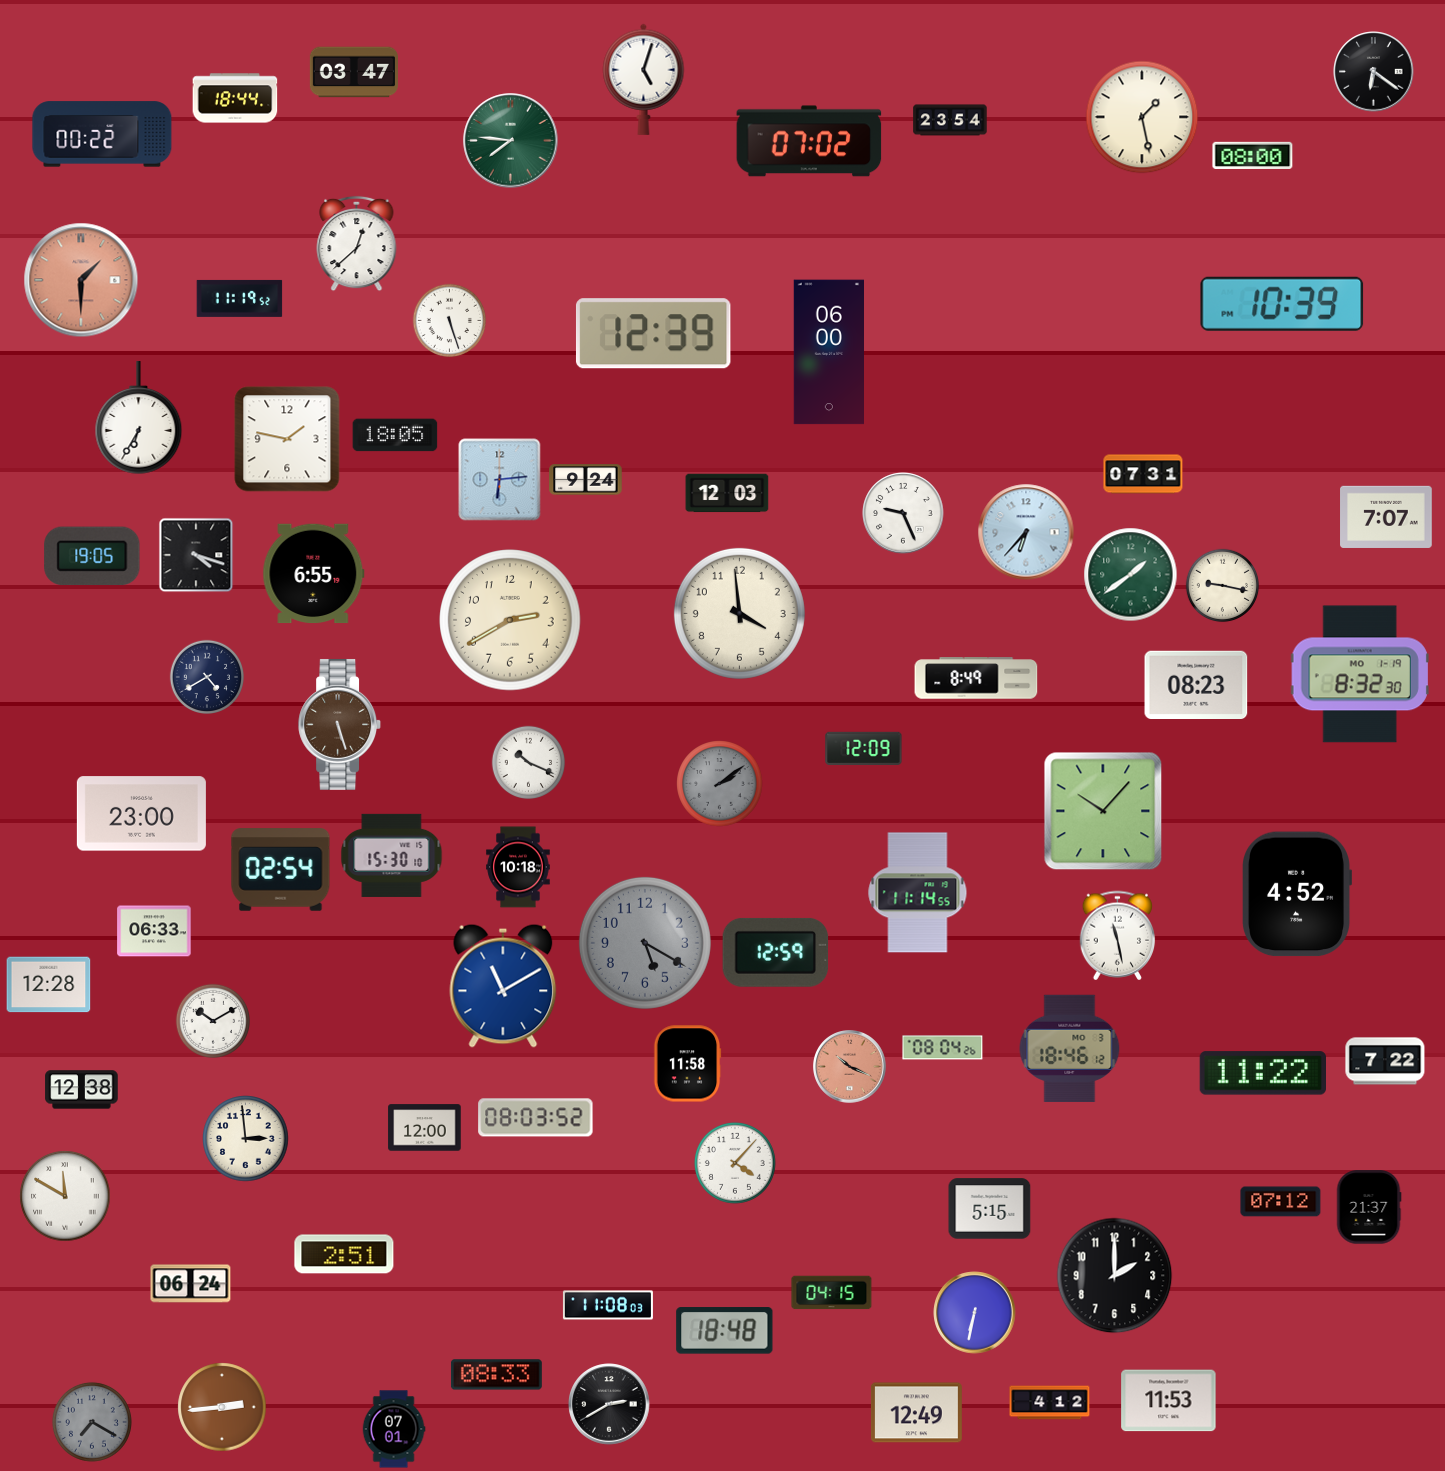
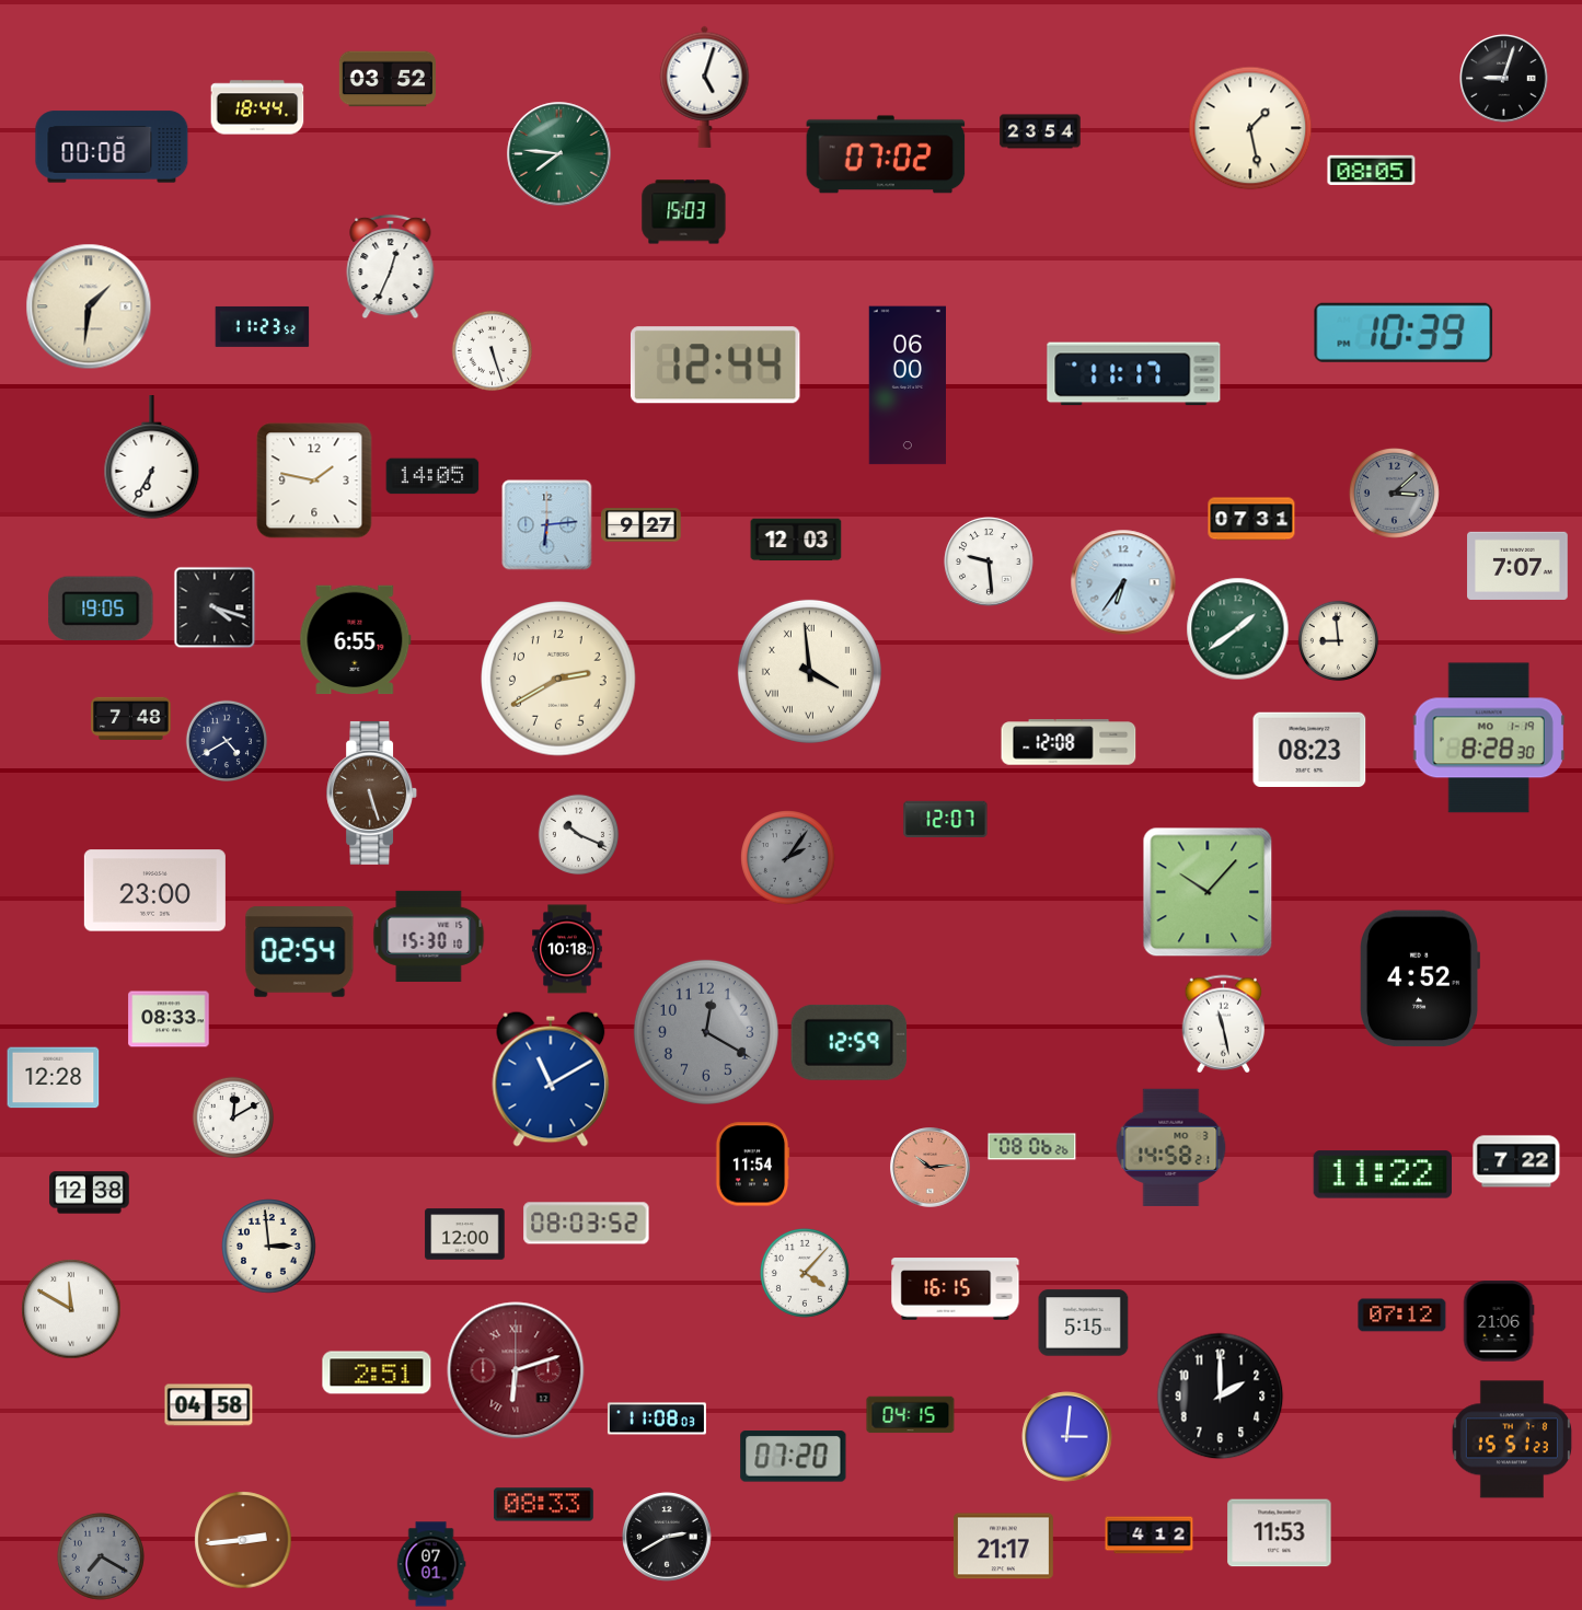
clock at (354, 72): 03:47 -> 03:52
clock at (1374, 72): 6:21 -> 9:03
clock at (102, 134): 00:22 -> 00:08
clock at (1253, 155): 08:00 -> 08:05
clock at (684, 212): none -> 15:03
clock at (357, 244): 12:38 -> 12:34
clock at (81, 280): 1:30 -> 1:31
clock at (81, 280) dial: salmon -> cream
clock at (240, 298): 11:19 -> 11:23
clock at (653, 334): 12:39 -> 12:44
clock at (1134, 374): none -> 11:17
clock at (395, 435): 18:05 -> 14:05
clock at (1394, 493): none -> 3:08
clock at (586, 480): 9:24 -> 9:27
clock at (903, 513): 9:26 -> 9:29
clock at (1026, 532): 6:37 -> 6:36
clock at (314, 574) position: (314, 574) -> (356, 640)
clock at (1223, 586): 9:17 -> 8:59
clock at (739, 613) numerals: Arabic -> Roman
clock at (131, 718): none -> 7:48
clock at (1360, 674): 8:32 -> 8:28
clock at (976, 678): 8:49 -> 12:08
clock at (864, 748): 12:09 -> 12:07
clock at (720, 784): 2:09 -> 2:06
clock at (1103, 811) position: (1103, 811) -> (1208, 892)
clock at (281, 870) position: (281, 870) -> (300, 952)
clock at (918, 893): 11:14 -> none
clock at (154, 931): 06:33 -> 08:33
clock at (645, 943): 5:20 -> 12:20
clock at (212, 1020): 10:10 -> 12:10
clock at (943, 1048): 08:04 -> 08:06
clock at (1070, 1048): 18:46 -> 14:58
clock at (687, 1064): 11:58 -> 11:54
clock at (850, 1067): 10:19 -> 10:14
clock at (956, 1289): none -> 16:15
clock at (1369, 1207): 21:37 -> 21:06
clock at (516, 1370): none -> 6:12
clock at (191, 1284): 06:24 -> 04:58
clock at (608, 1305) position: (608, 1305) -> (657, 1418)
clock at (975, 1313): 6:32 -> 3:01
clock at (1512, 1439): none -> 15:51
clock at (725, 1331): 18:48 -> 07:20
clock at (916, 1413): 12:49 -> 21:17
